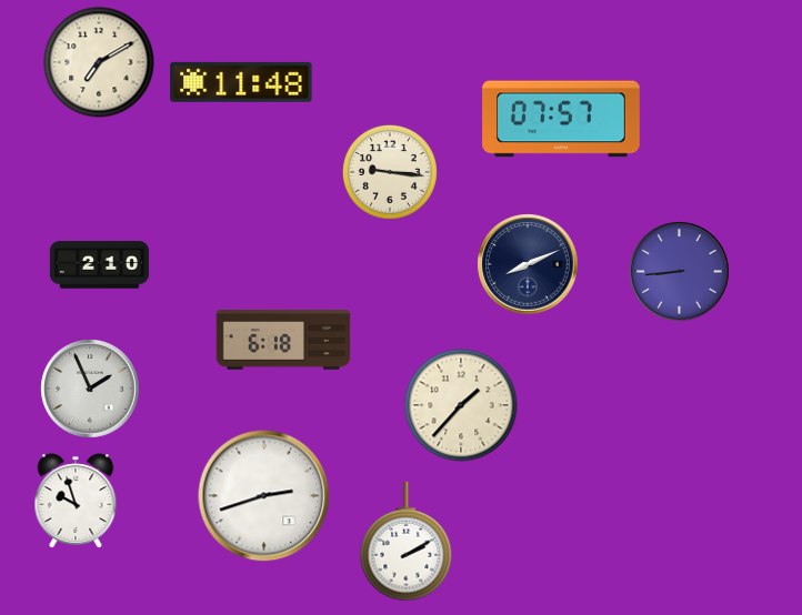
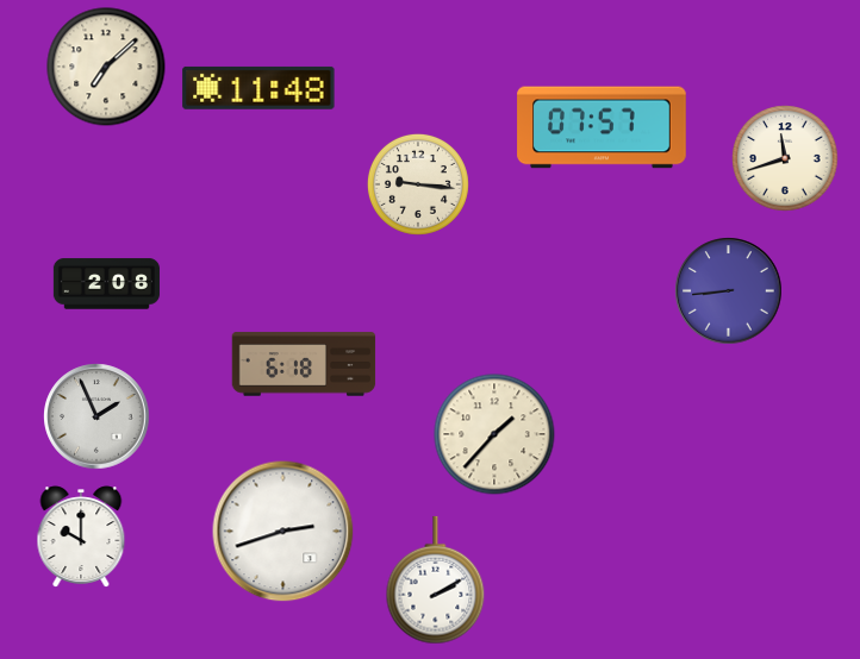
clock at (99, 62): 7:10 -> 7:08
clock at (785, 158): none -> 11:42
clock at (528, 264): 8:11 -> none
clock at (99, 265): 2:10 -> 2:08
clock at (76, 501): 9:57 -> 10:00
